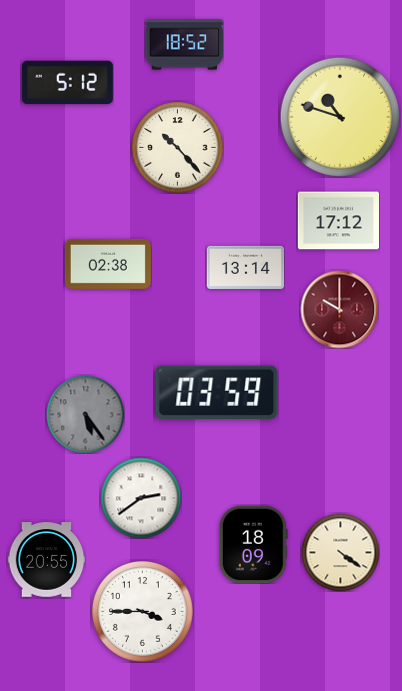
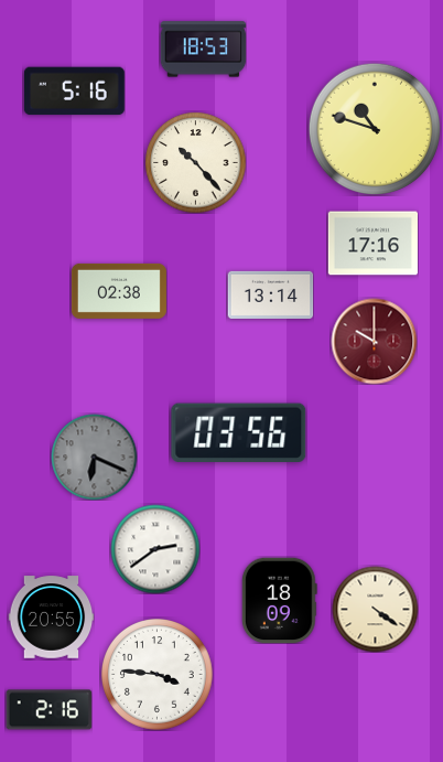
clock at (184, 45): 18:52 -> 18:53
clock at (67, 83): 5:12 -> 5:16
clock at (338, 221): 17:12 -> 17:16
clock at (217, 392): 03:59 -> 03:56
clock at (85, 414): 5:24 -> 6:19
clock at (143, 612): 3:45 -> 3:46
clock at (48, 710): none -> 2:16
